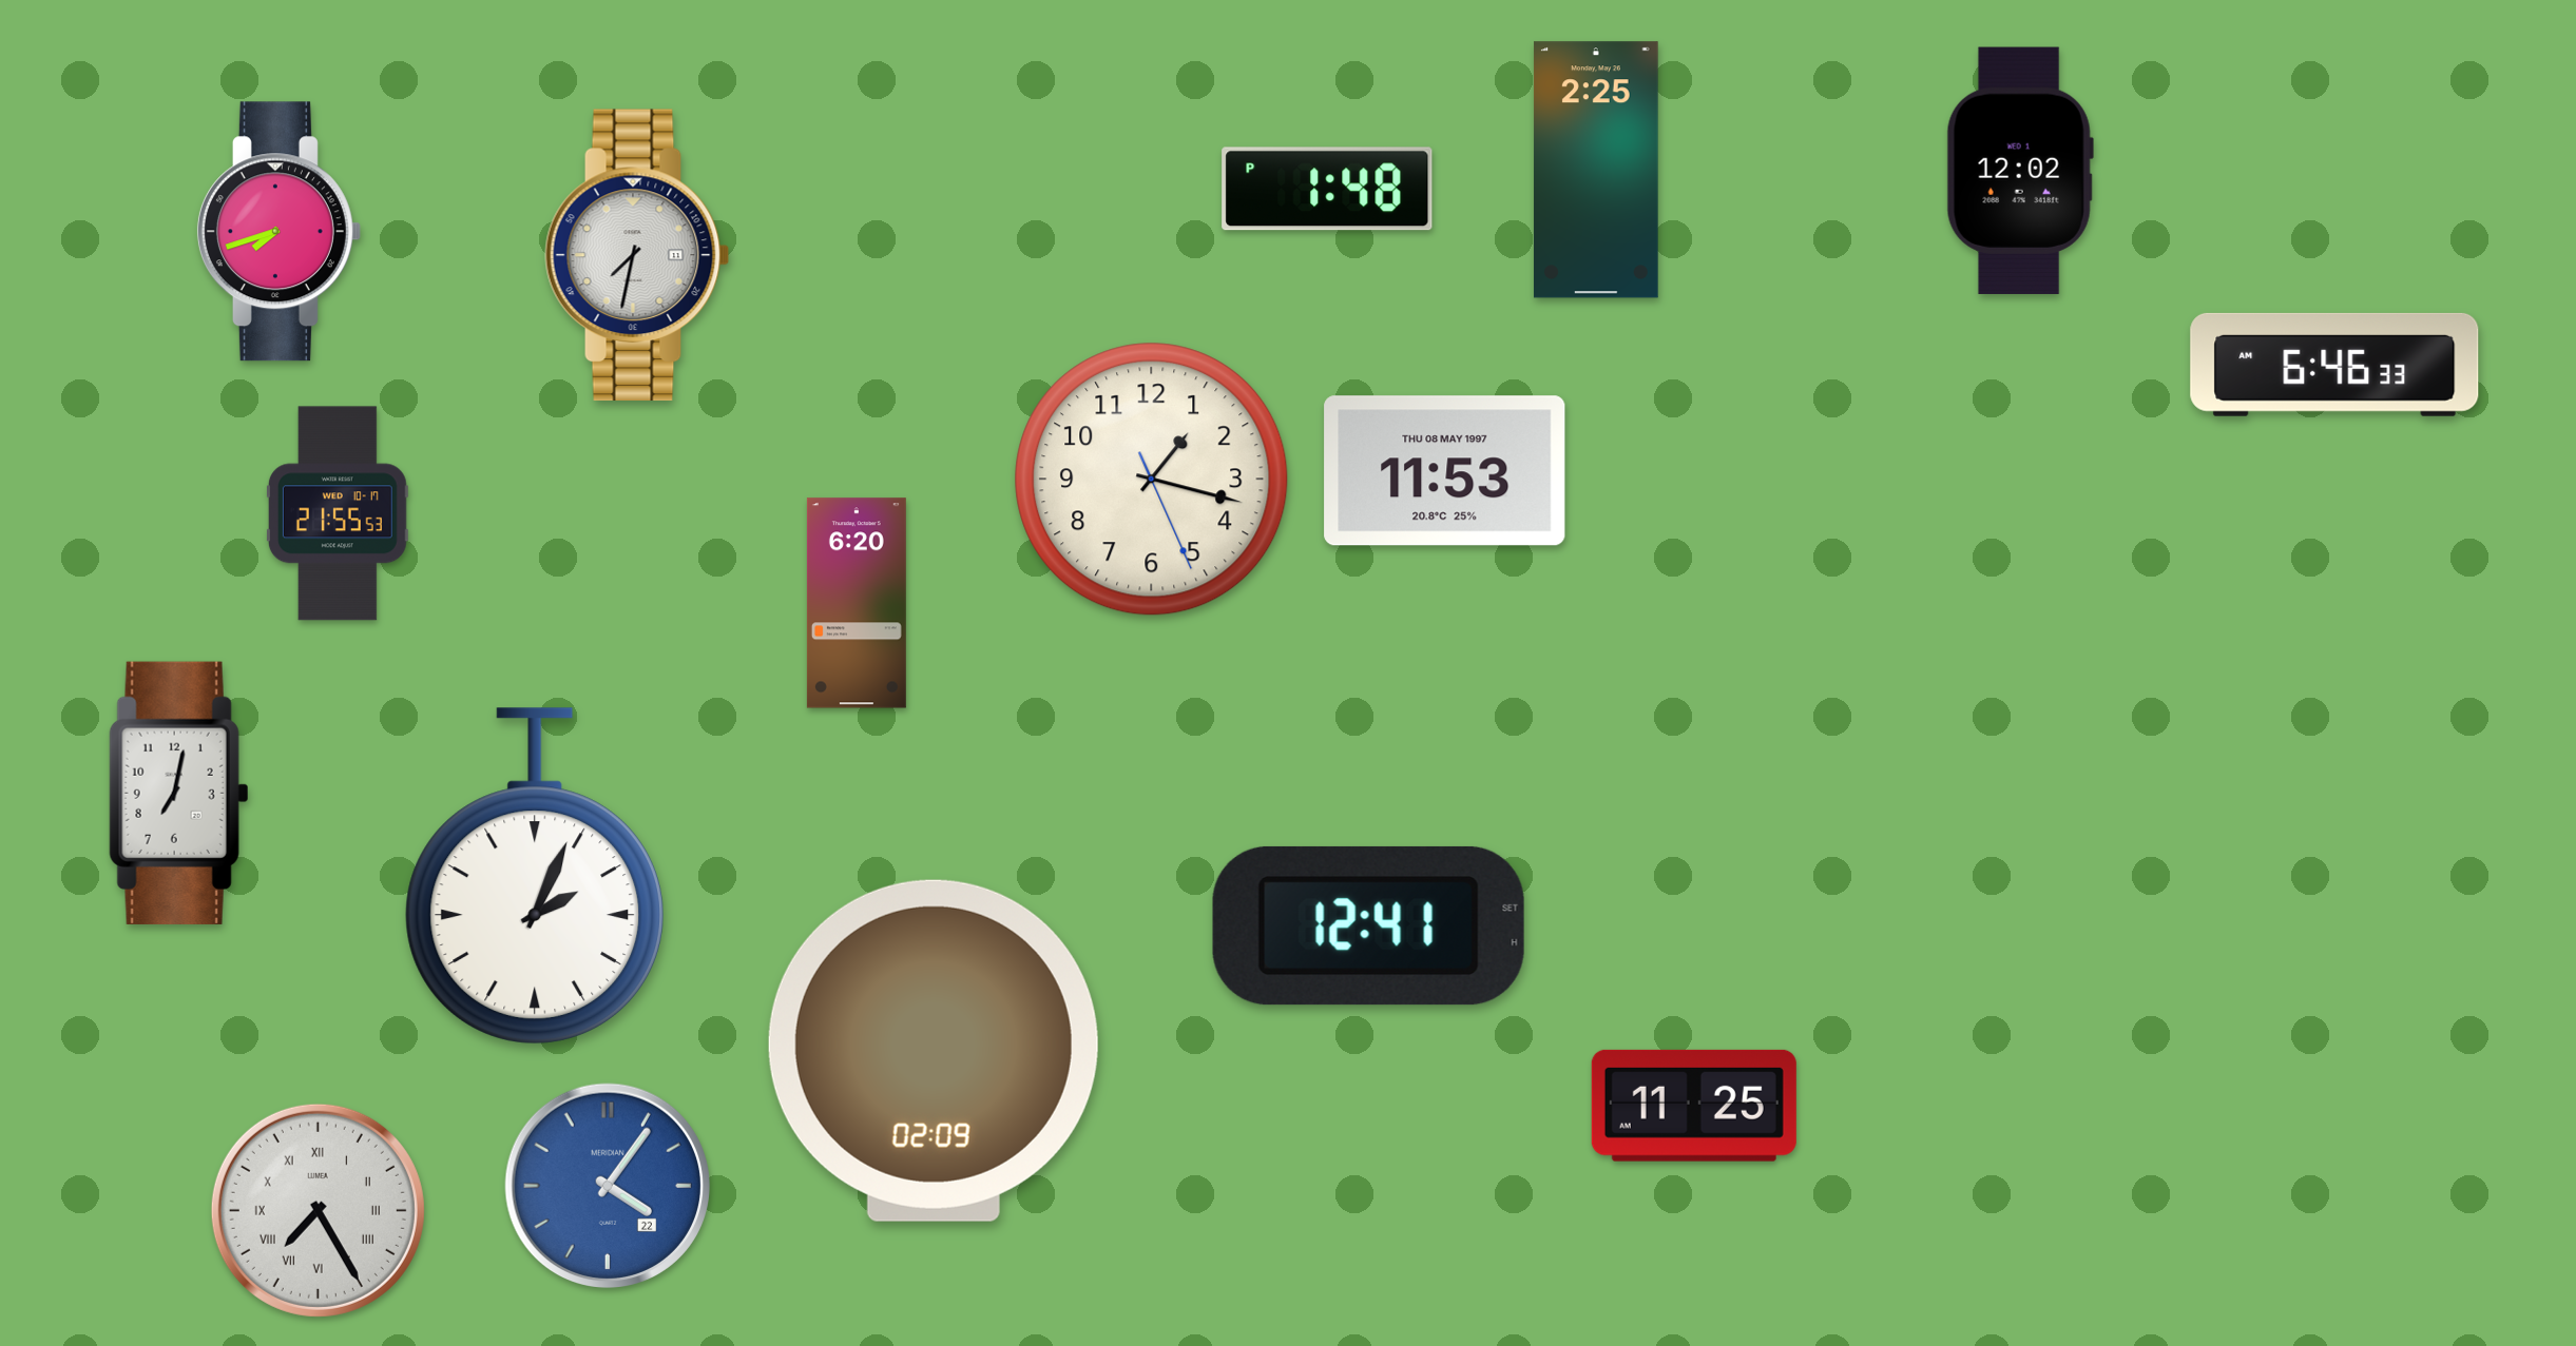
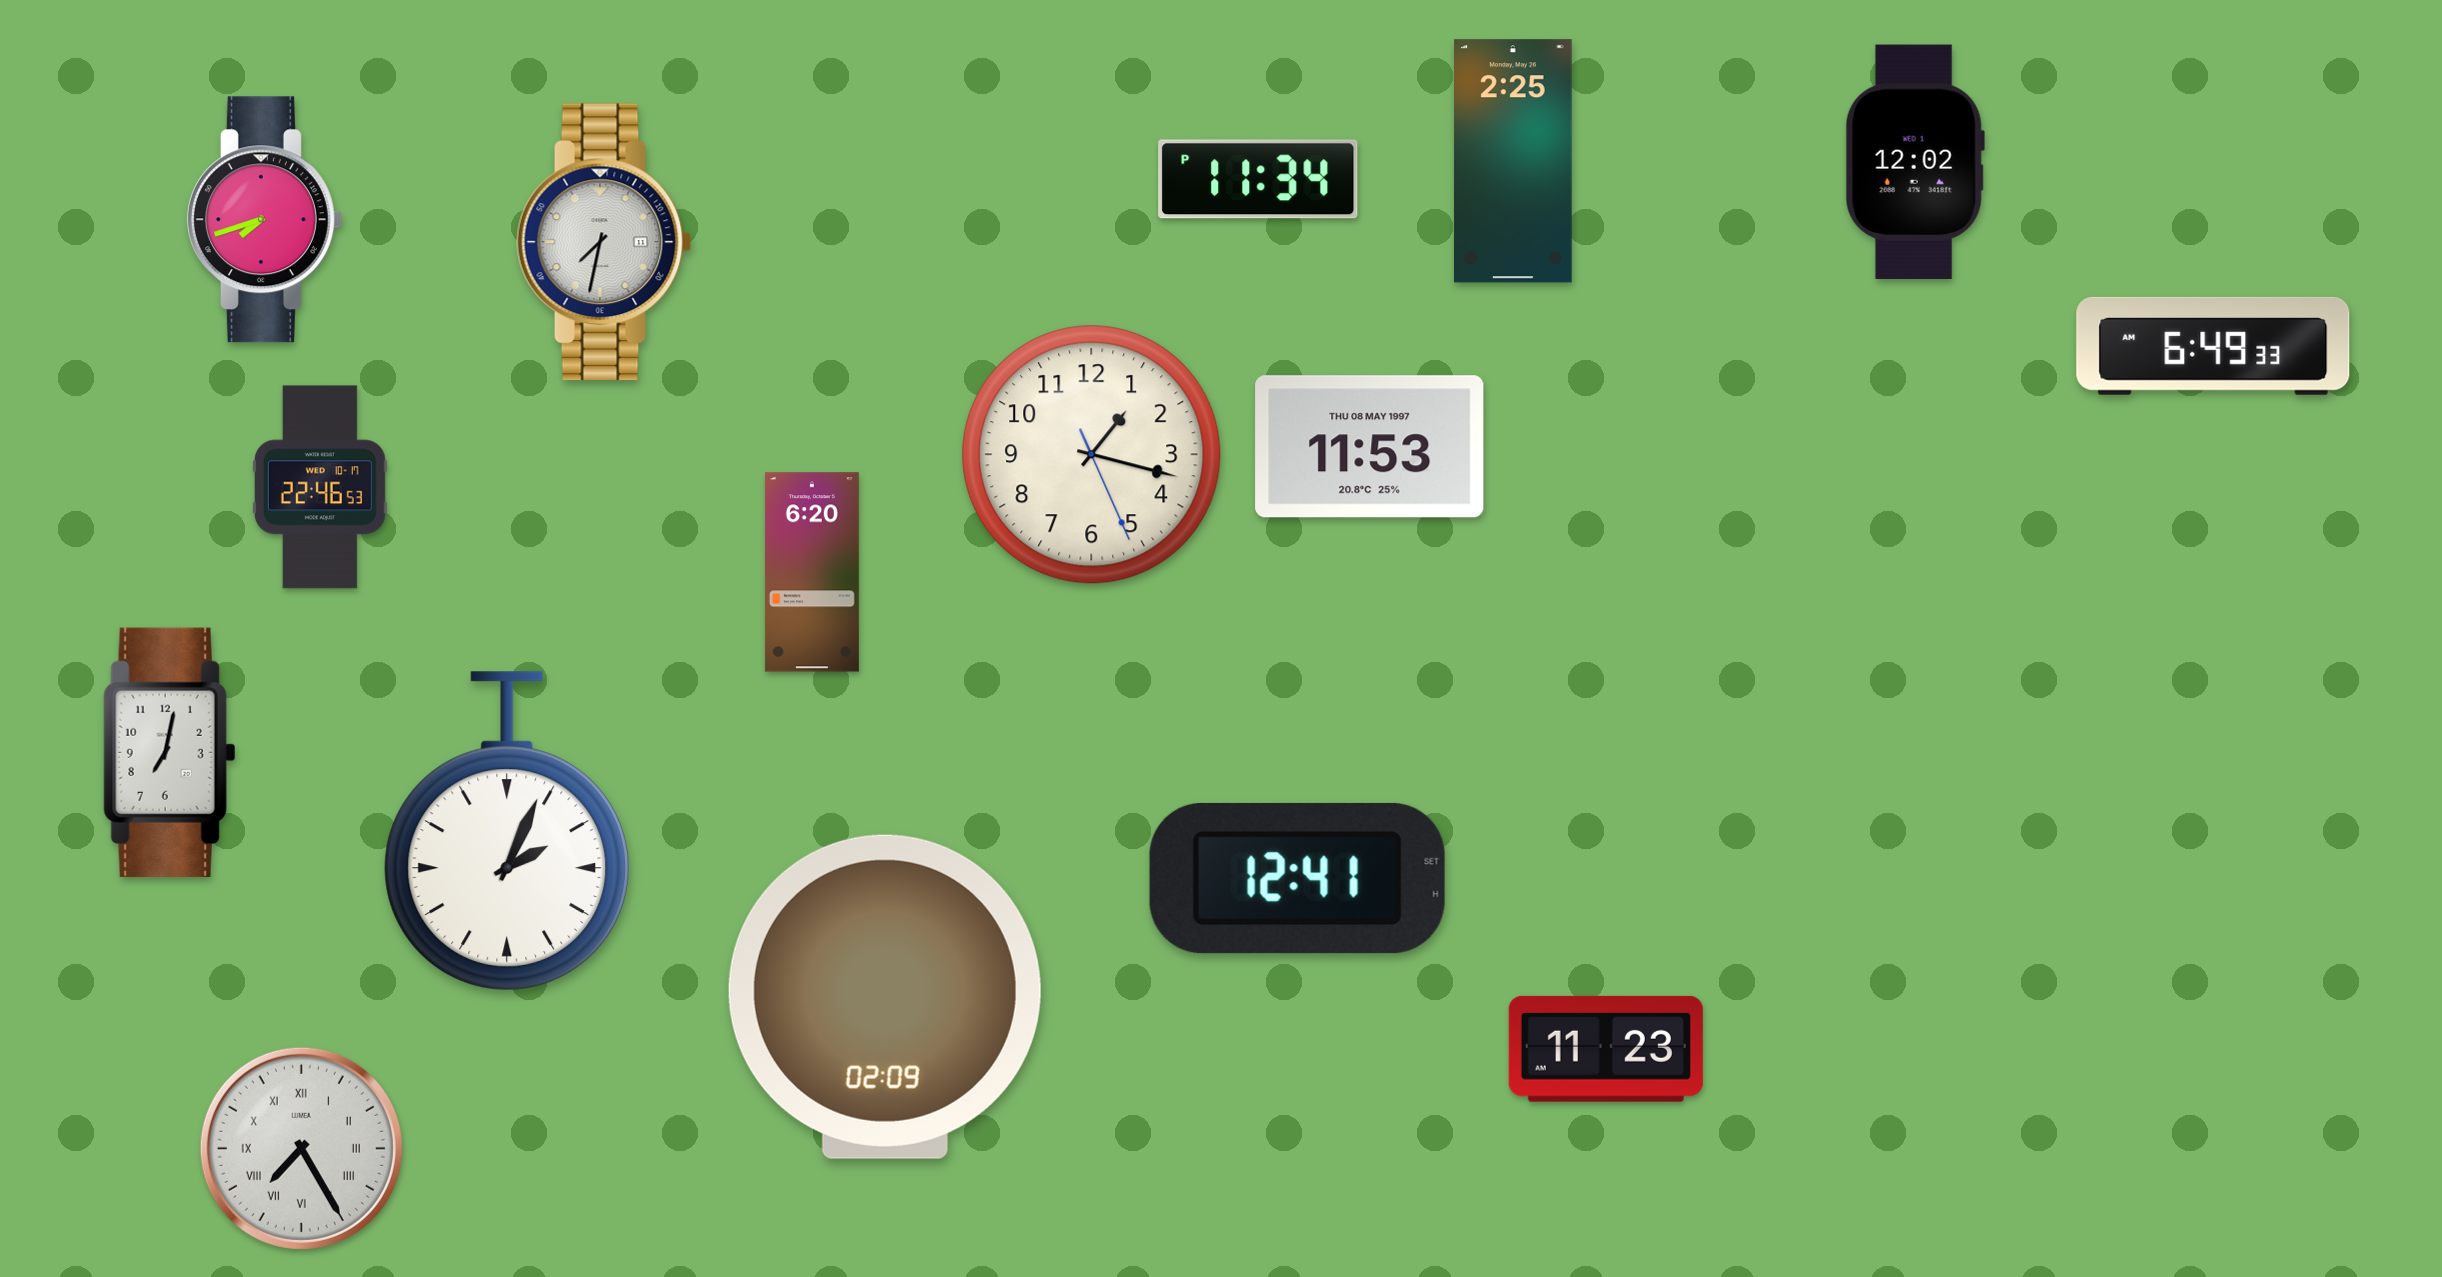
clock at (1327, 189): 1:48 -> 11:34
clock at (2334, 365): 6:46 -> 6:49
clock at (338, 513): 21:55 -> 22:46
clock at (1694, 1106): 11:25 -> 11:23
clock at (608, 1186): 4:06 -> none
